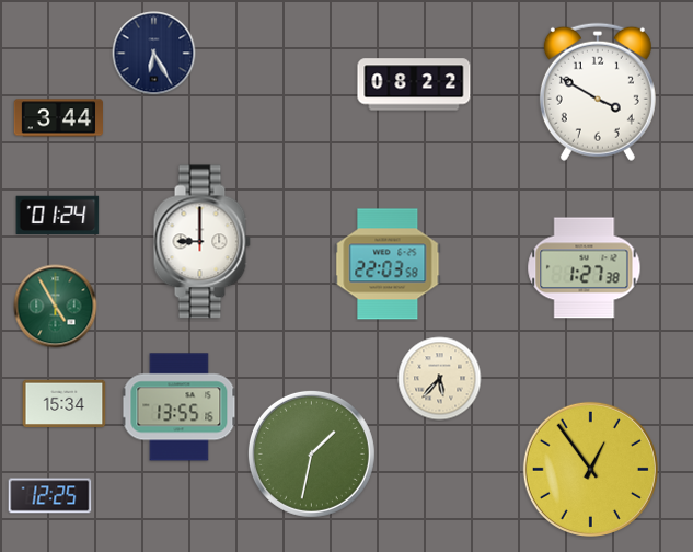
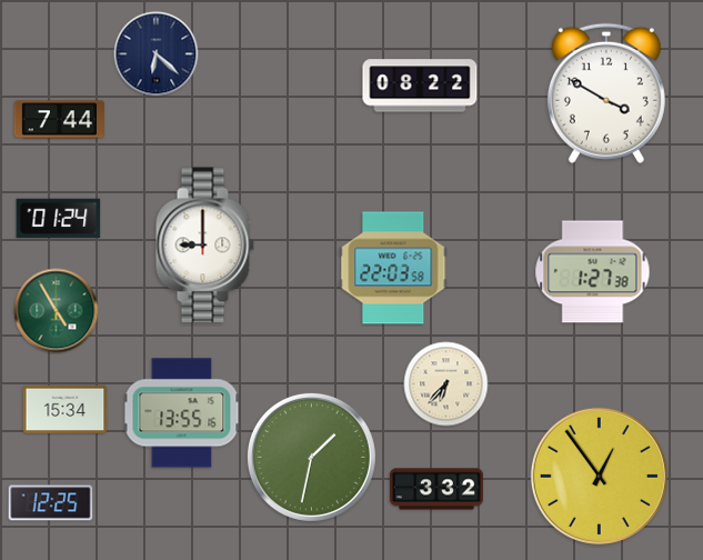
clock at (154, 54): 6:25 -> 6:22
clock at (59, 118): 3:44 -> 7:44
clock at (440, 379): 5:37 -> 6:37
clock at (311, 453) position: (311, 453) -> (311, 457)
clock at (436, 489): none -> 3:32
